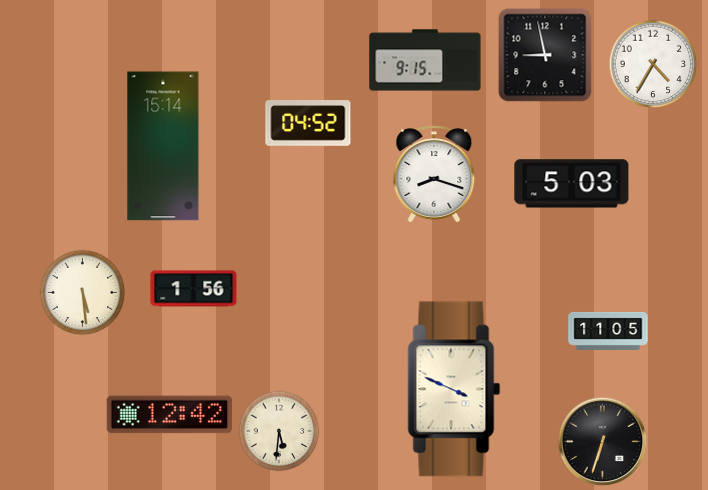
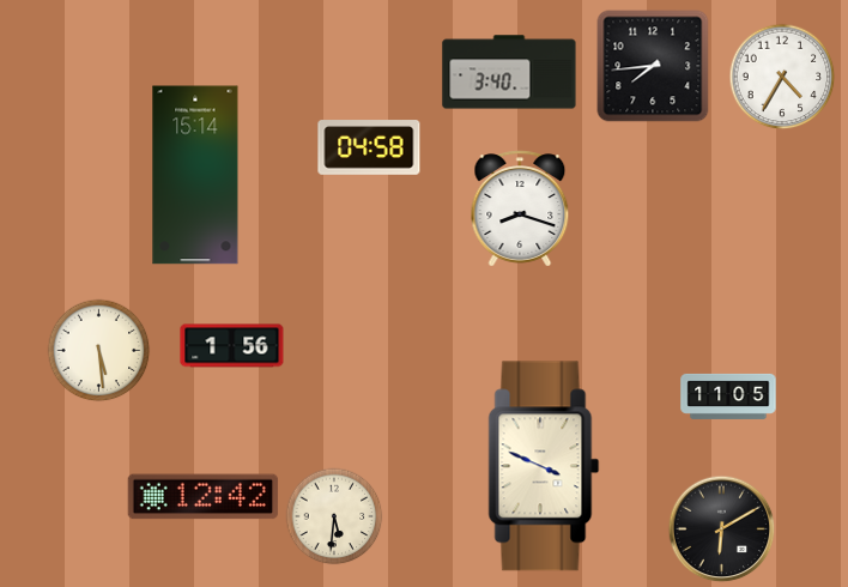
clock at (545, 55): 8:58 -> 7:44
clock at (425, 60): 9:15 -> 3:40
clock at (308, 123): 04:52 -> 04:58
clock at (572, 184): 5:03 -> none
clock at (603, 442): 6:33 -> 6:10
